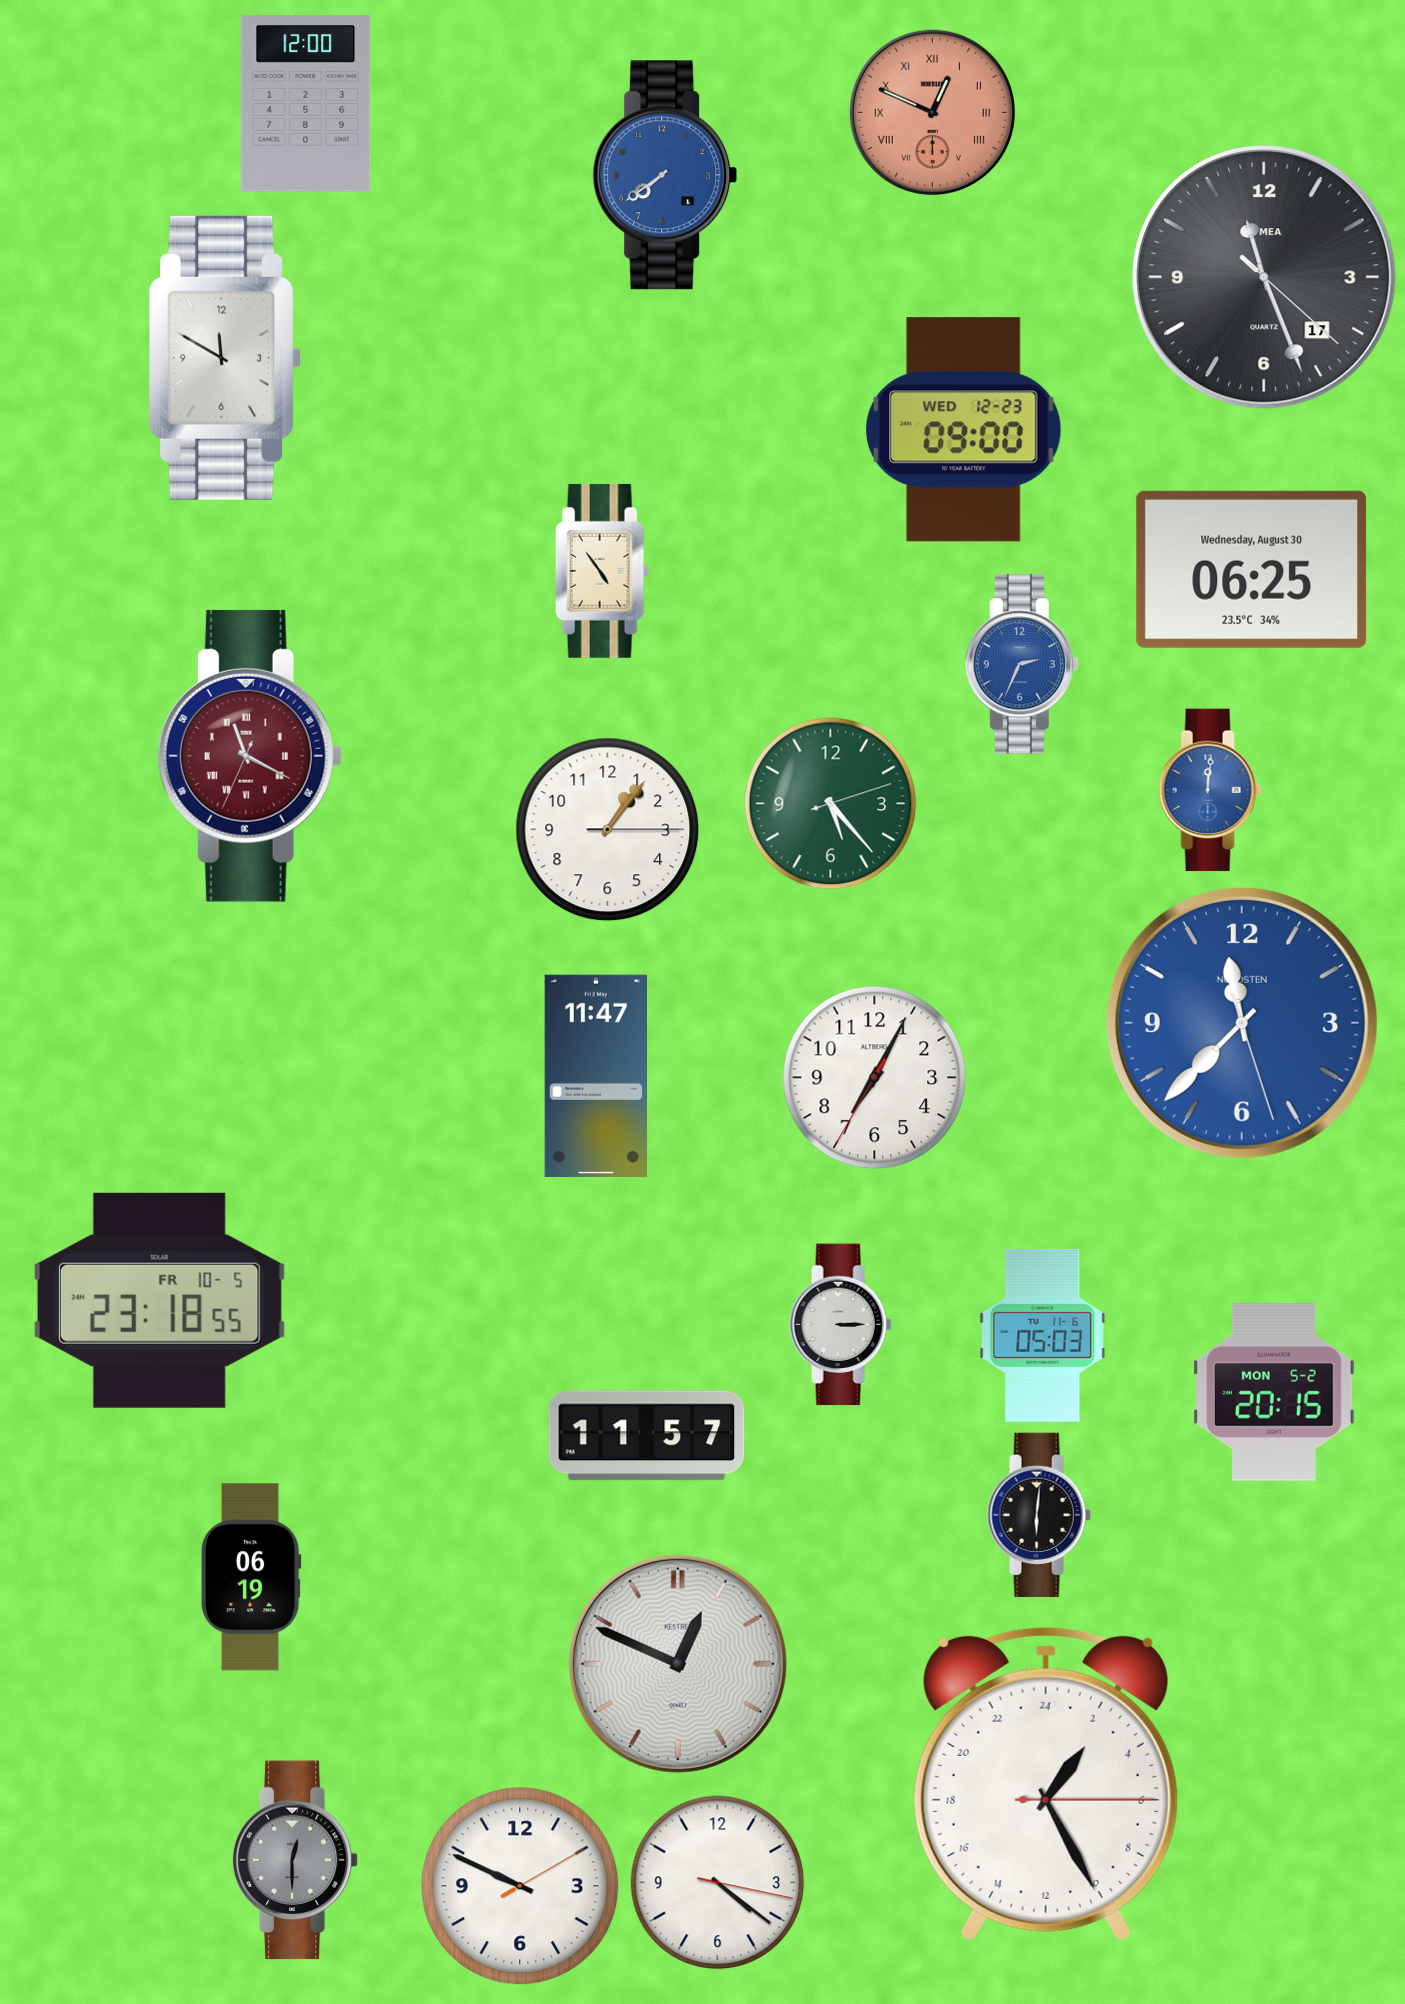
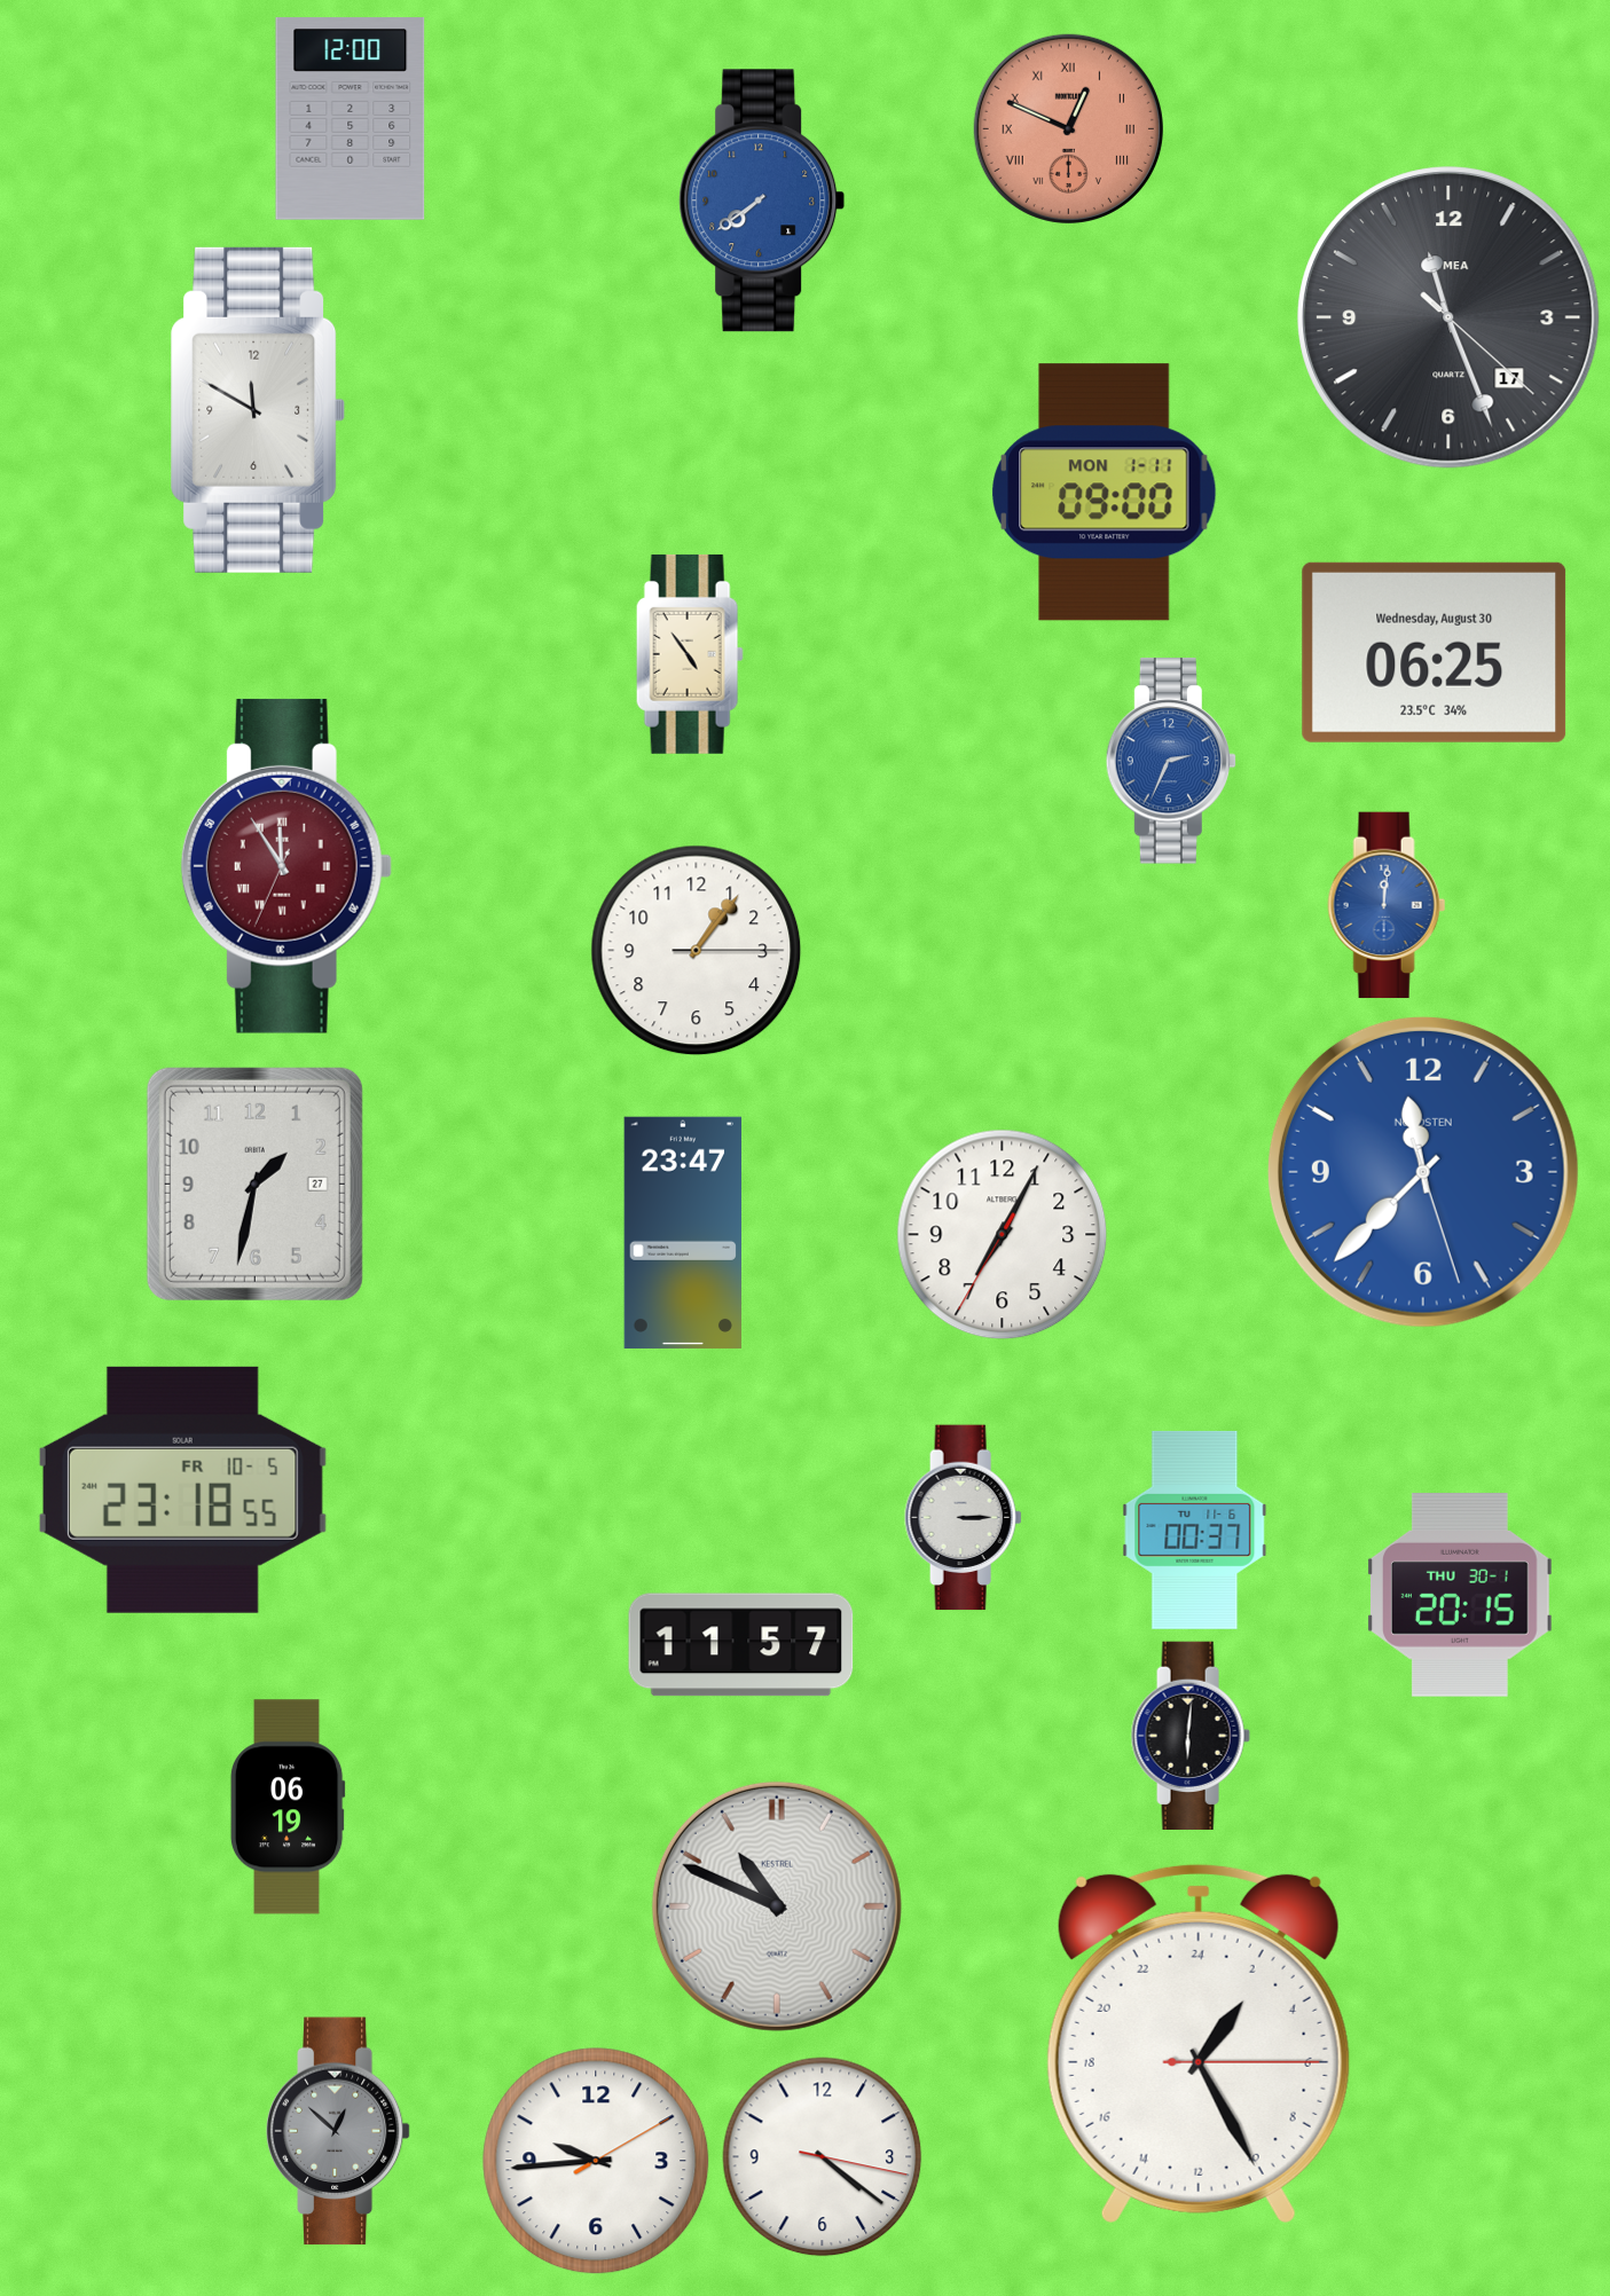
clock at (964, 430) date: WED 12-23 -> MON 1-11
clock at (250, 756): 11:19 -> 11:54
clock at (831, 804): 5:23 -> none
clock at (254, 1184): none -> 1:32
clock at (595, 1076): 11:47 -> 23:47
clock at (1043, 1335): 05:03 -> 00:37
clock at (1275, 1392) date: MON 5-2 -> THU 30-1
clock at (678, 1664): 12:49 -> 10:49
clock at (295, 1860): 12:30 -> 12:52
clock at (520, 1886): 9:49 -> 9:44
